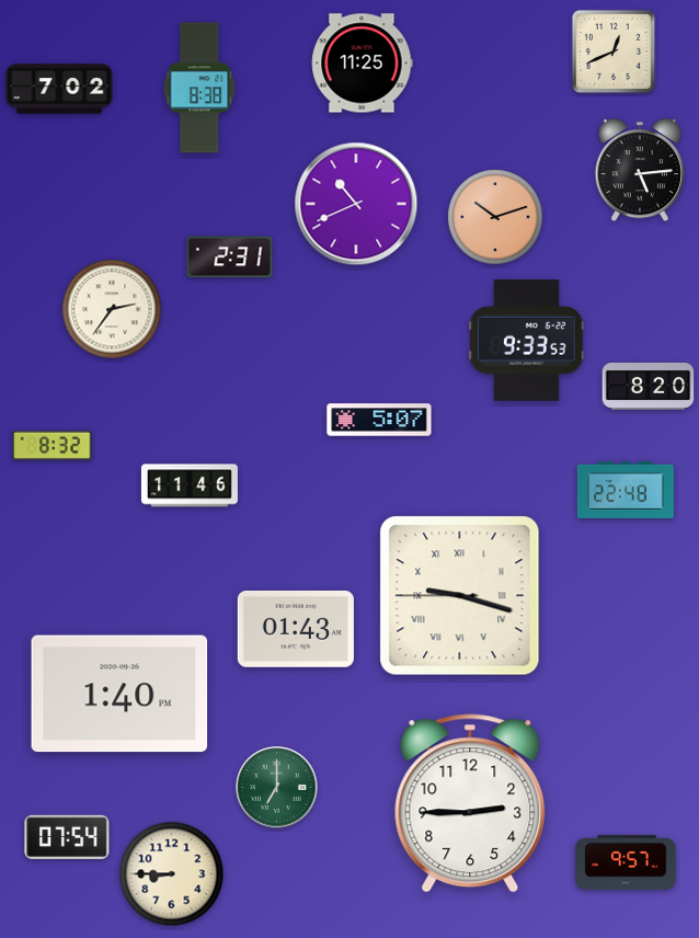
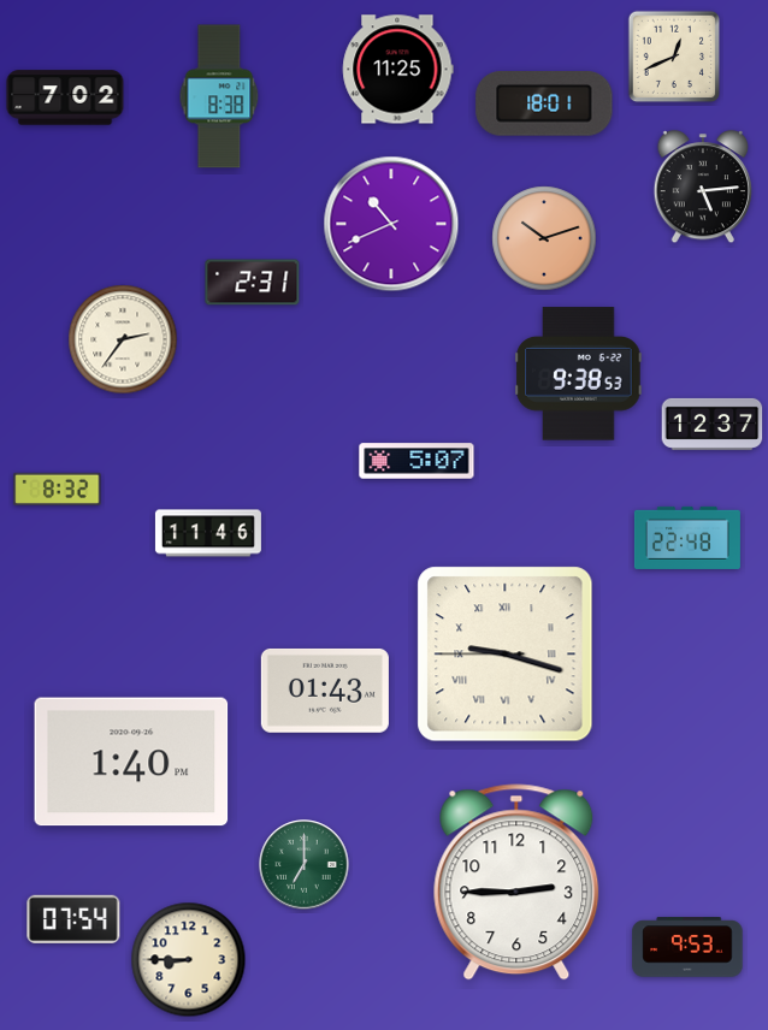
clock at (544, 103): none -> 18:01
clock at (527, 341): 9:33 -> 9:38
clock at (649, 386): 8:20 -> 12:37
clock at (626, 862): 9:57 -> 9:53
